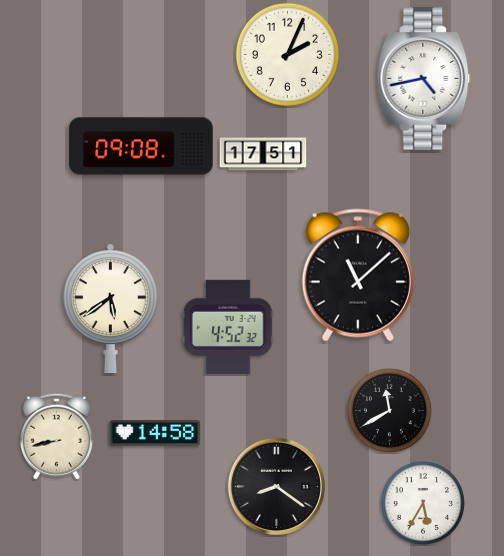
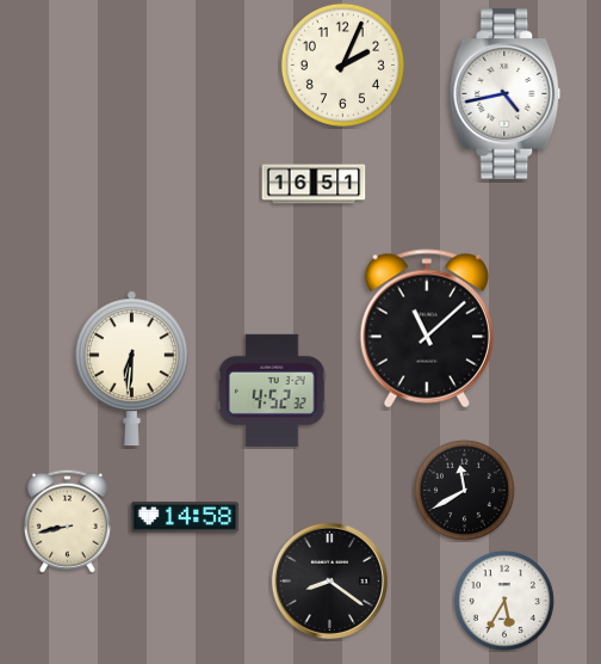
clock at (141, 146): 09:08 -> none
clock at (263, 154): 17:51 -> 16:51
clock at (110, 309): 5:39 -> 6:31
